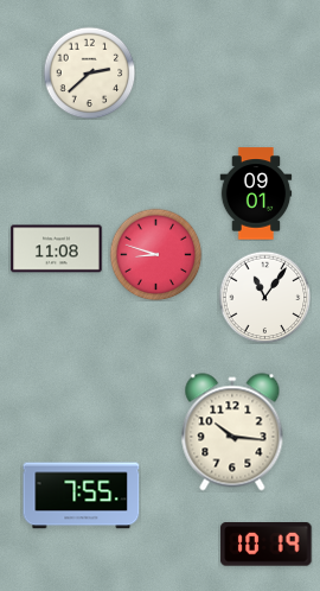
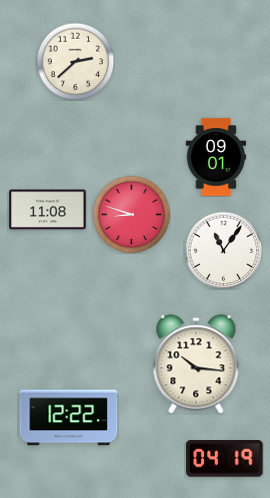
clock at (256, 193) position: (256, 193) -> (216, 157)
clock at (82, 496): 7:55 -> 12:22
clock at (267, 545): 10:19 -> 04:19
